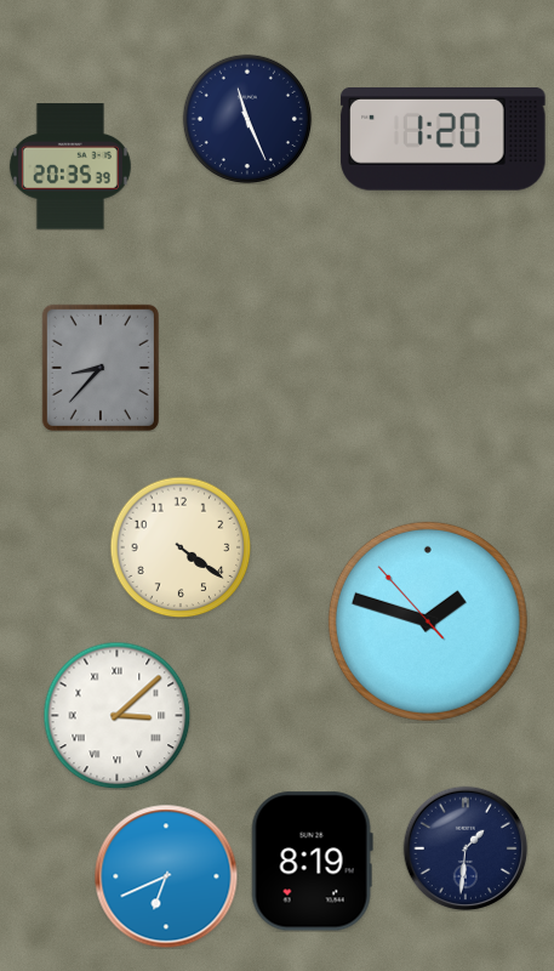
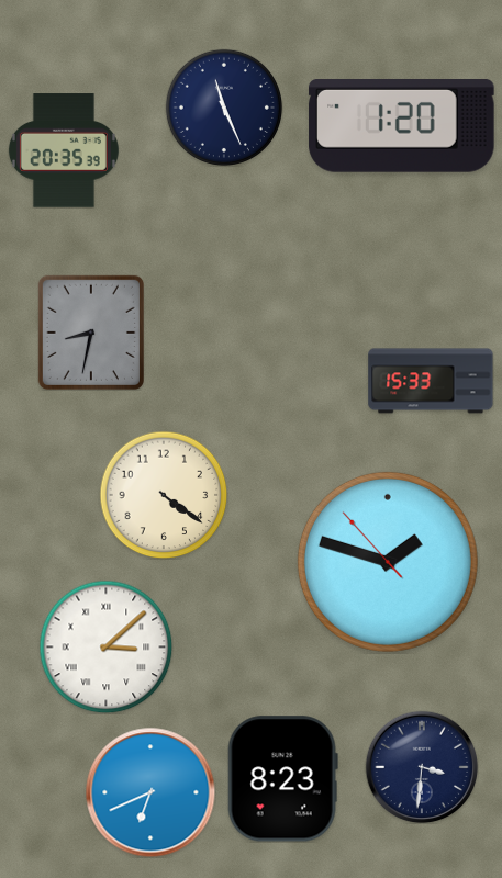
clock at (101, 368): 8:37 -> 8:32
clock at (431, 381): none -> 15:33
clock at (466, 848): 1:31 -> 3:31
clock at (312, 862): 8:19 -> 8:23
